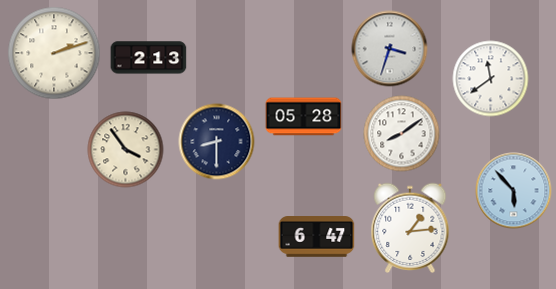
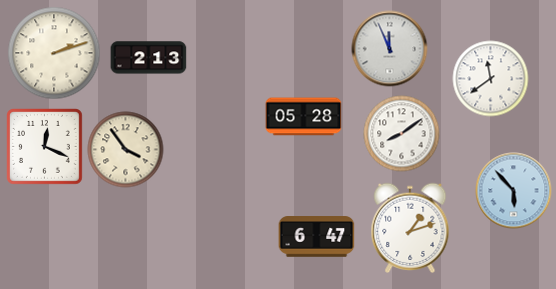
clock at (390, 49): 3:33 -> 11:56
clock at (217, 142): 8:30 -> none
clock at (45, 147): none -> 12:19
clock at (410, 228): 1:14 -> 1:12
